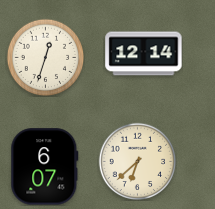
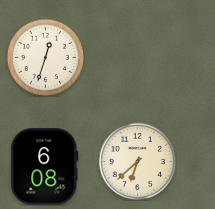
clock at (144, 54): 12:14 -> none
clock at (45, 167): 6:07 -> 6:08
